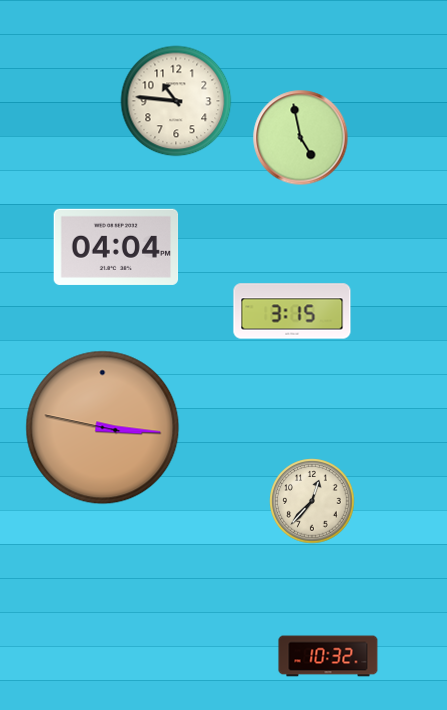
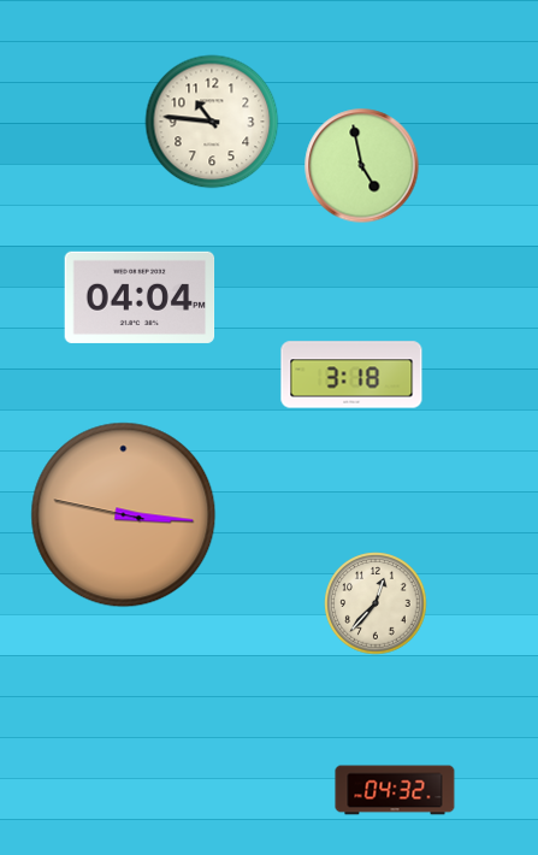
clock at (292, 311): 3:15 -> 3:18
clock at (328, 656): 10:32 -> 04:32
